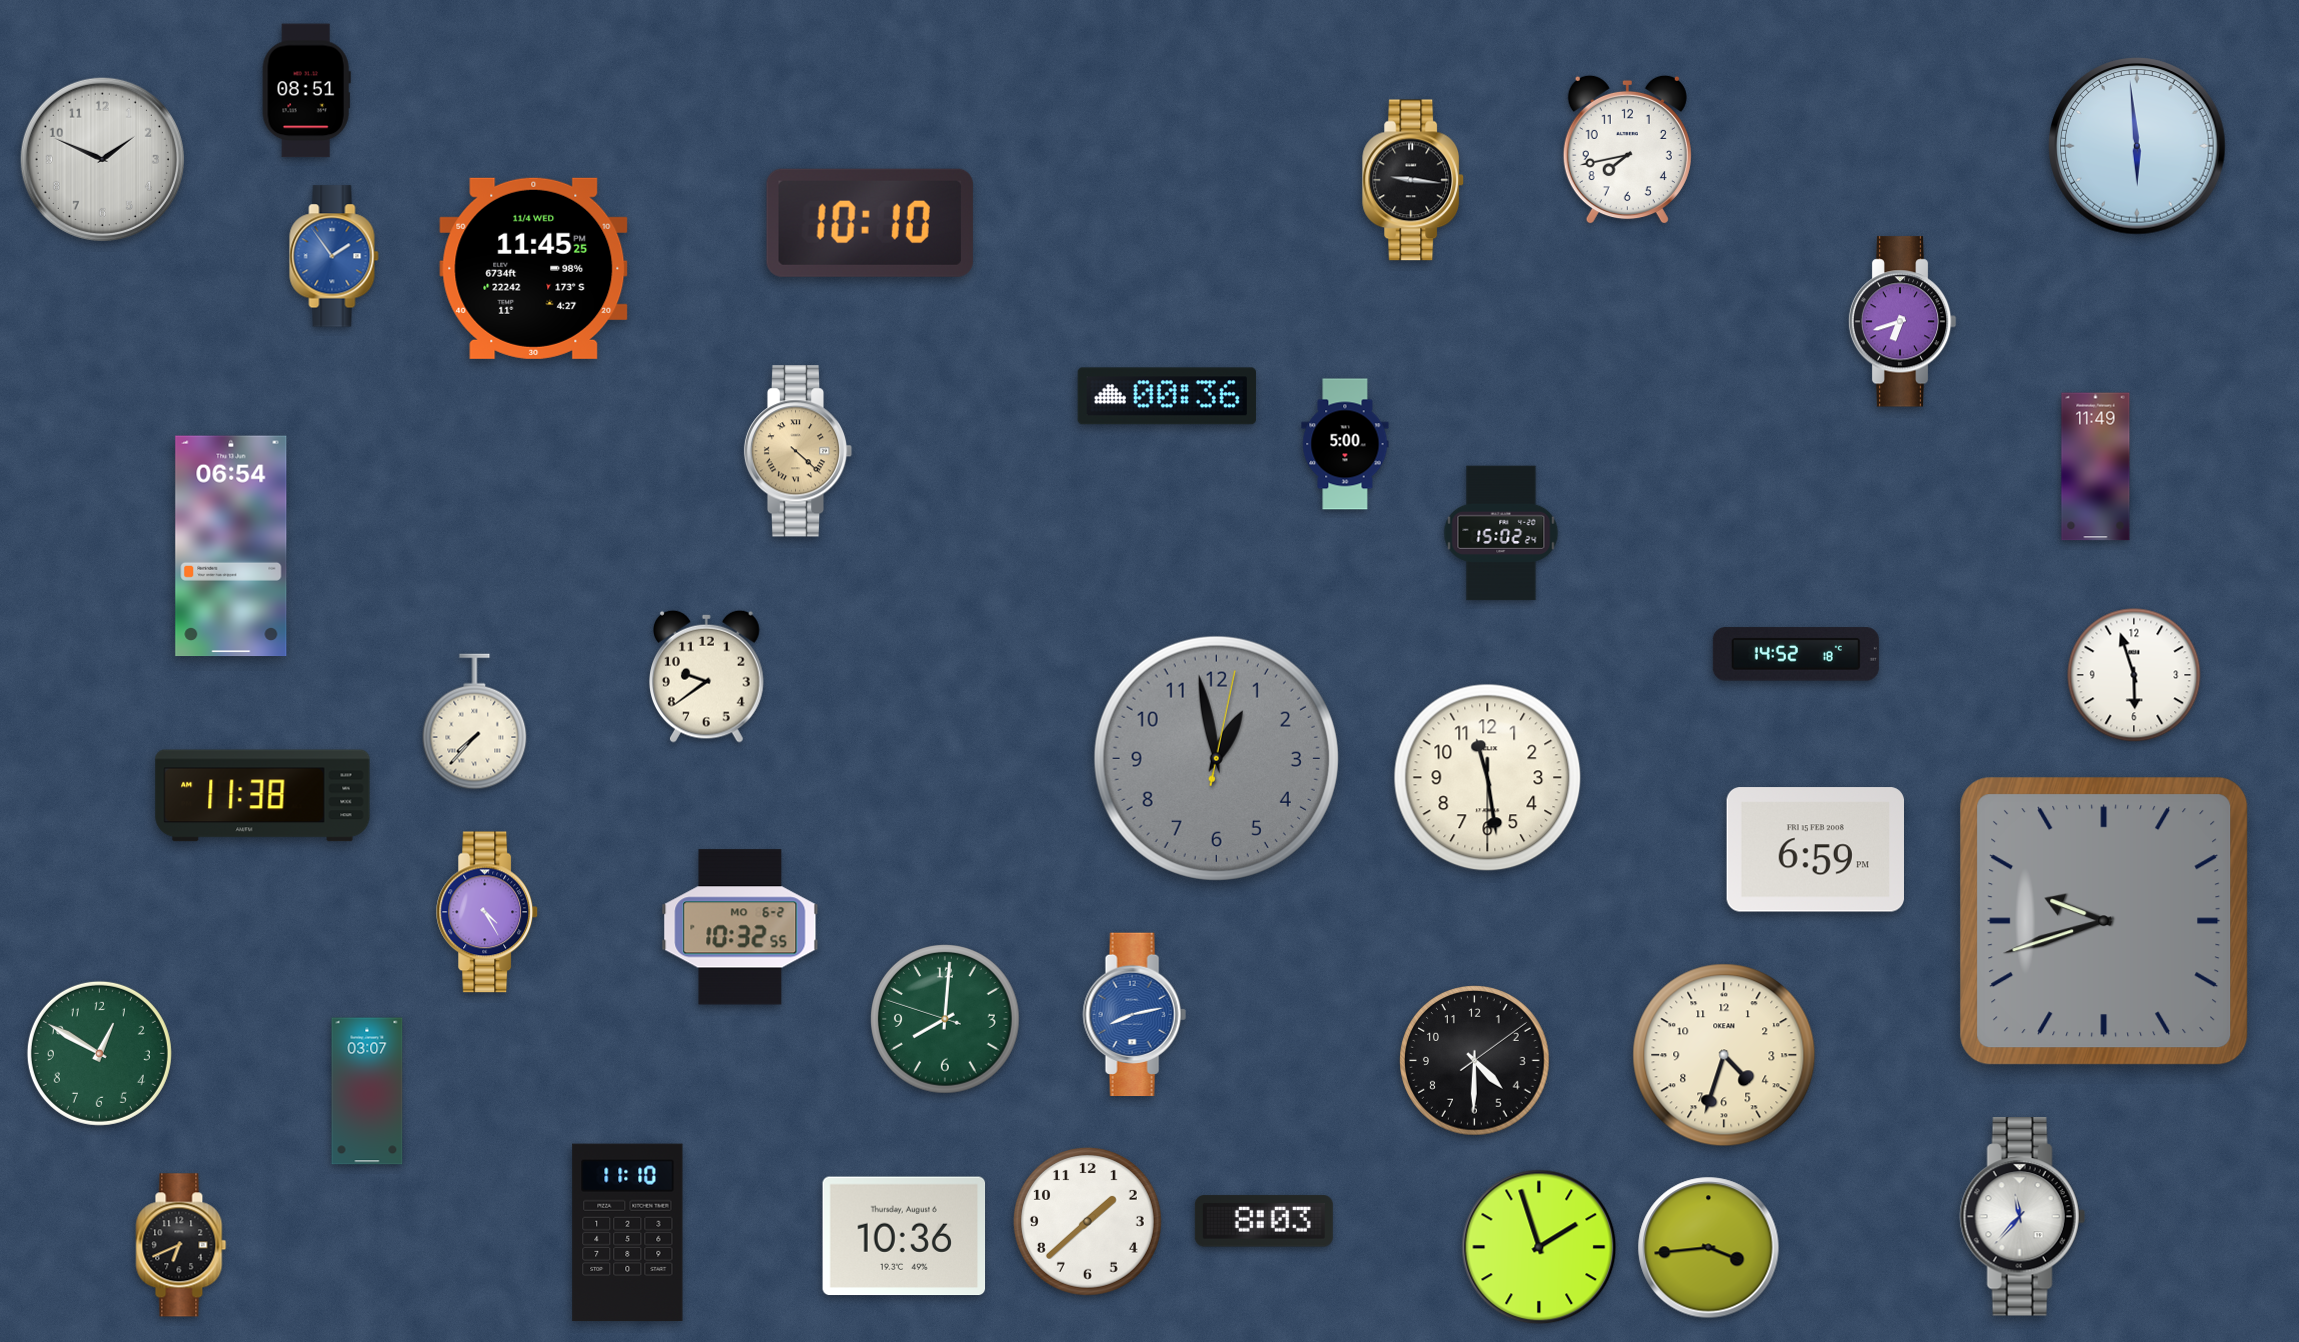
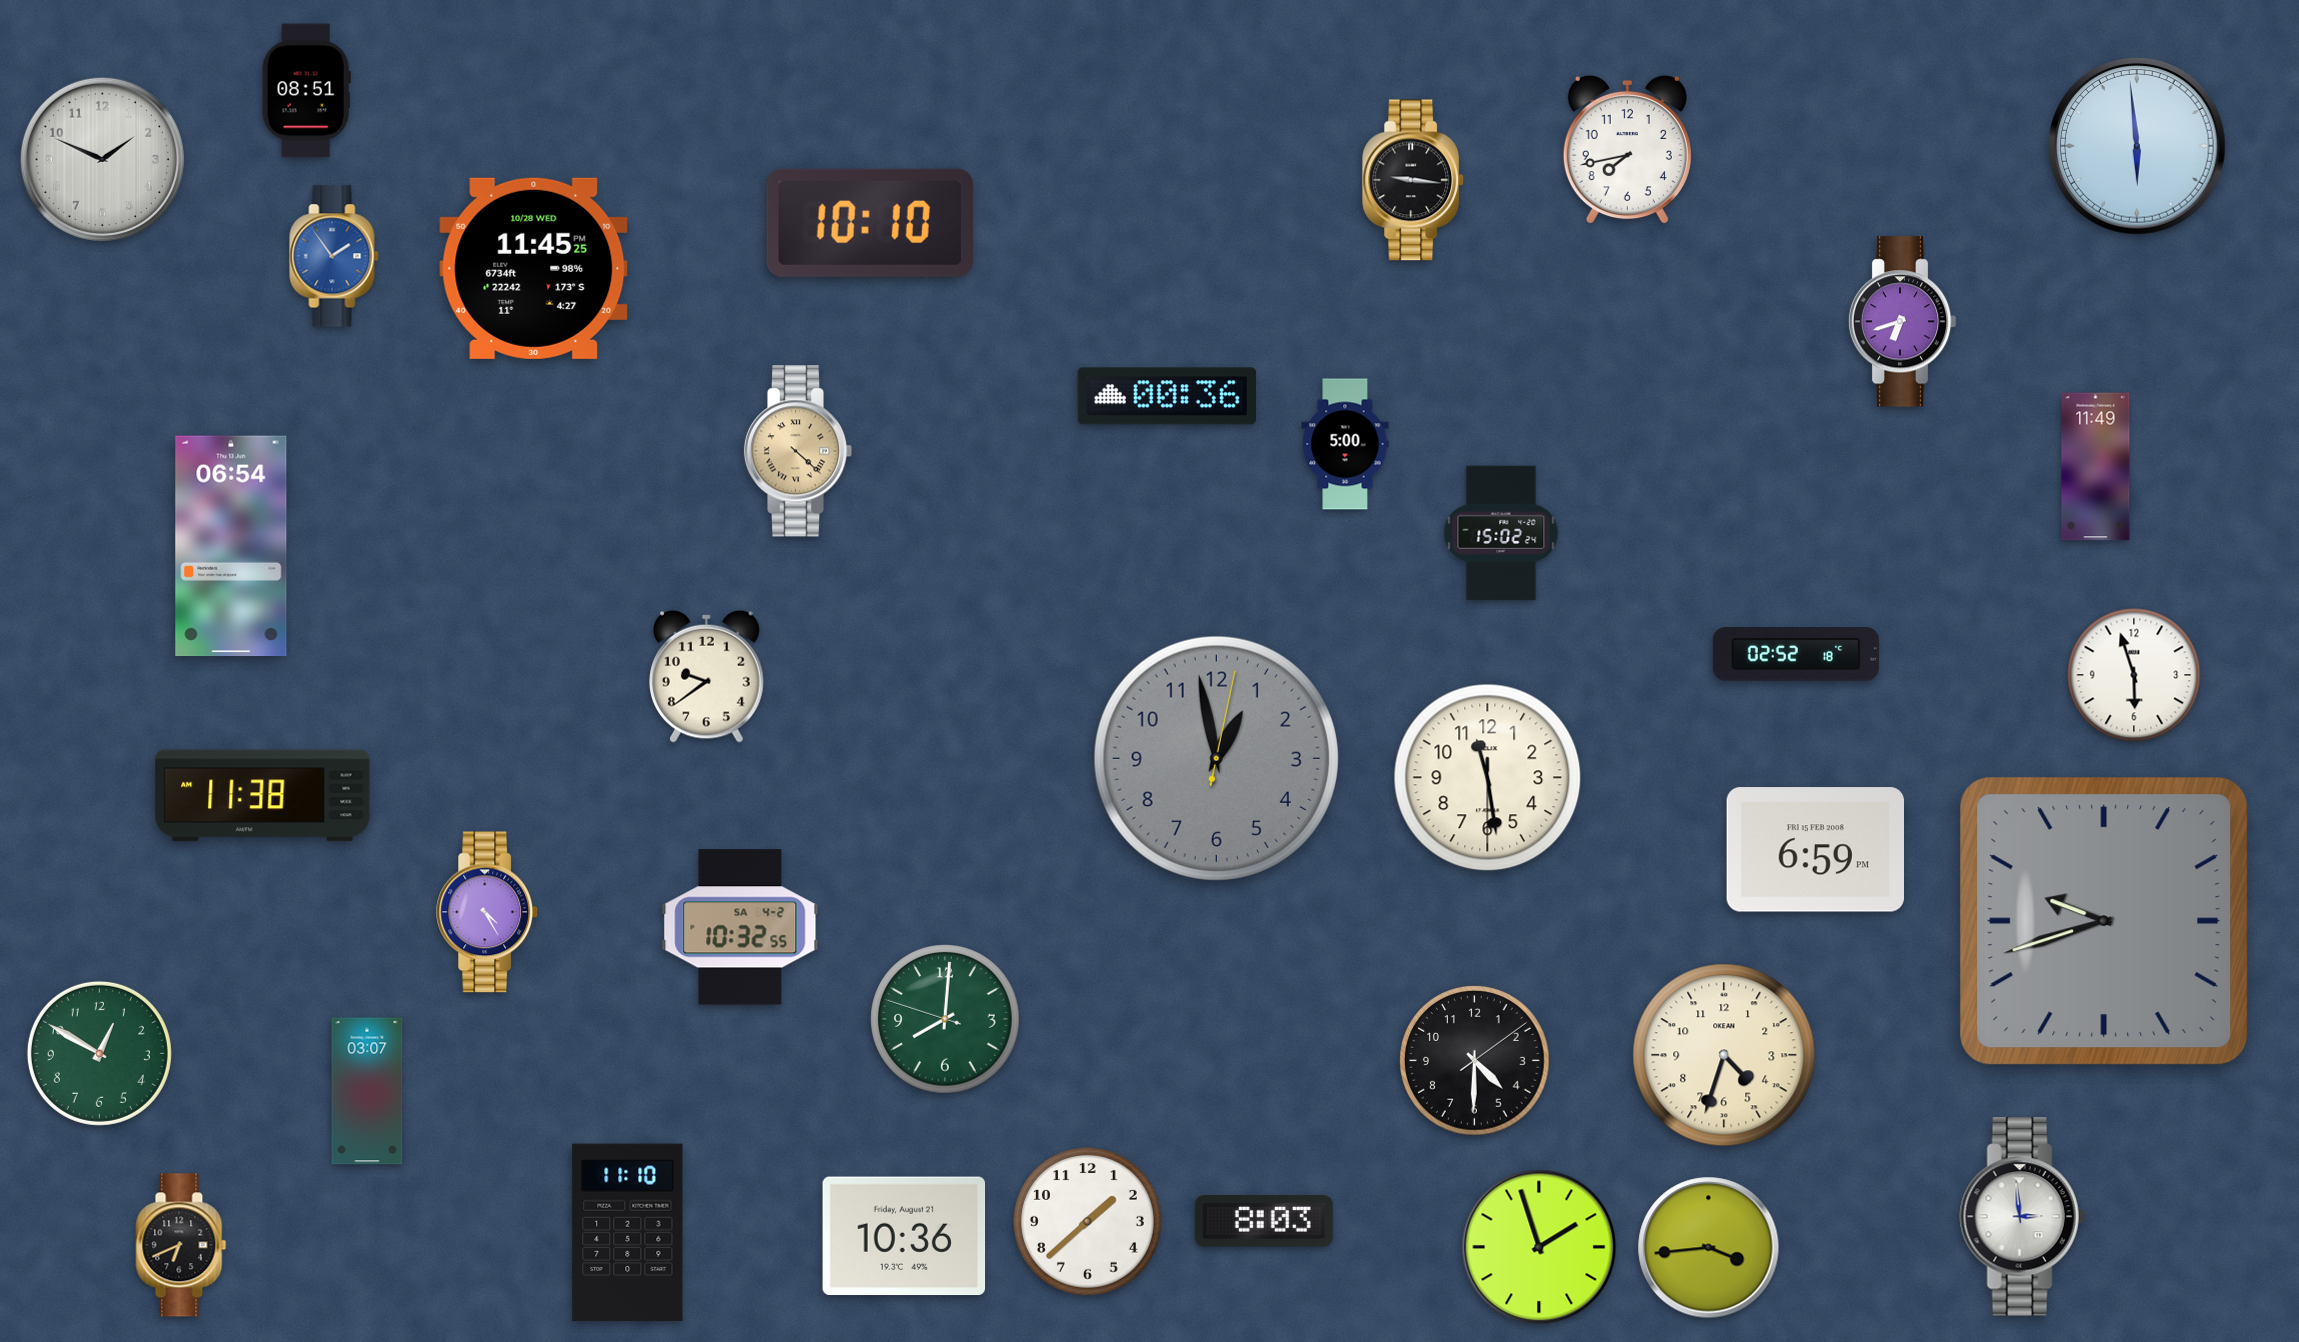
clock at (534, 268) date: 11/4 WED -> 10/28 WED
clock at (1796, 654): 14:52 -> 02:52
clock at (475, 722): 7:37 -> none
clock at (740, 927) date: MO 6-2 -> SA 4-2
clock at (1134, 1015): 8:13 -> none
clock at (2022, 1217): 11:37 -> 2:59
clock at (904, 1236) date: Thursday, August 6 -> Friday, August 21
